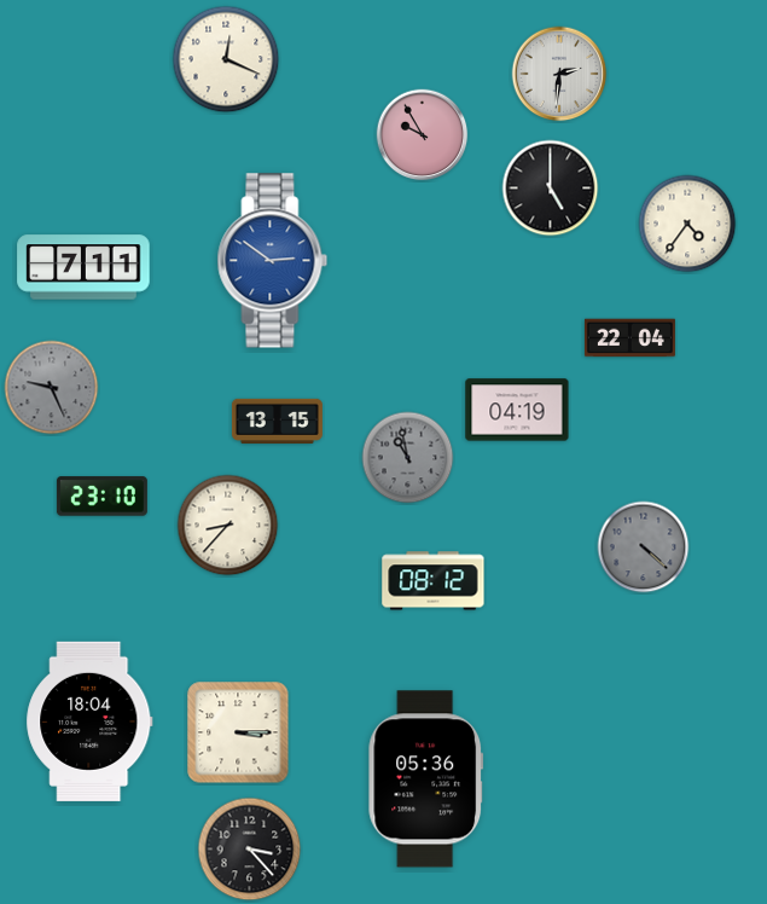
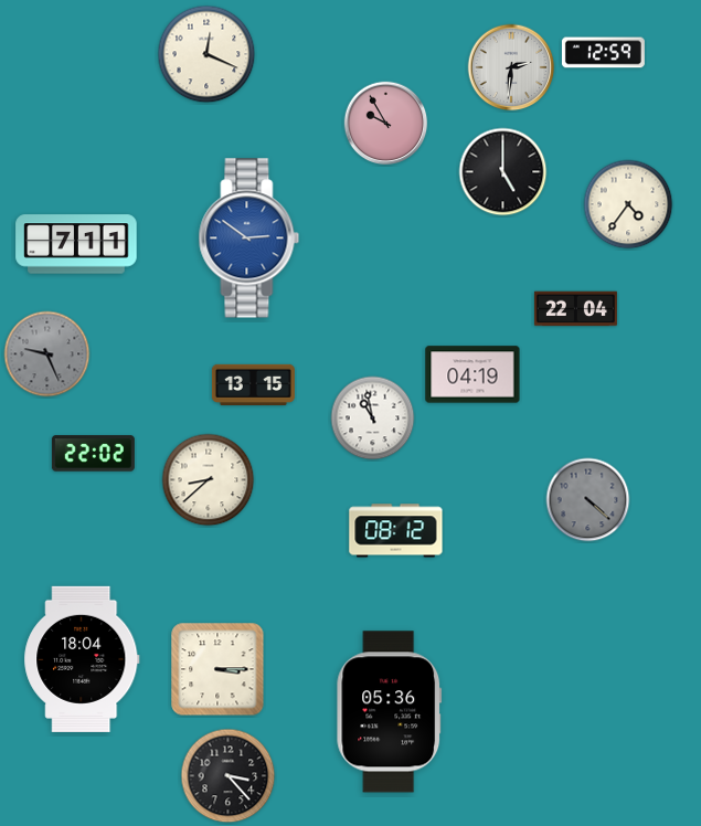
clock at (603, 53): none -> 12:59
clock at (408, 458) dial: grey -> white
clock at (101, 497): 23:10 -> 22:02
clock at (228, 526): 8:37 -> 8:38
